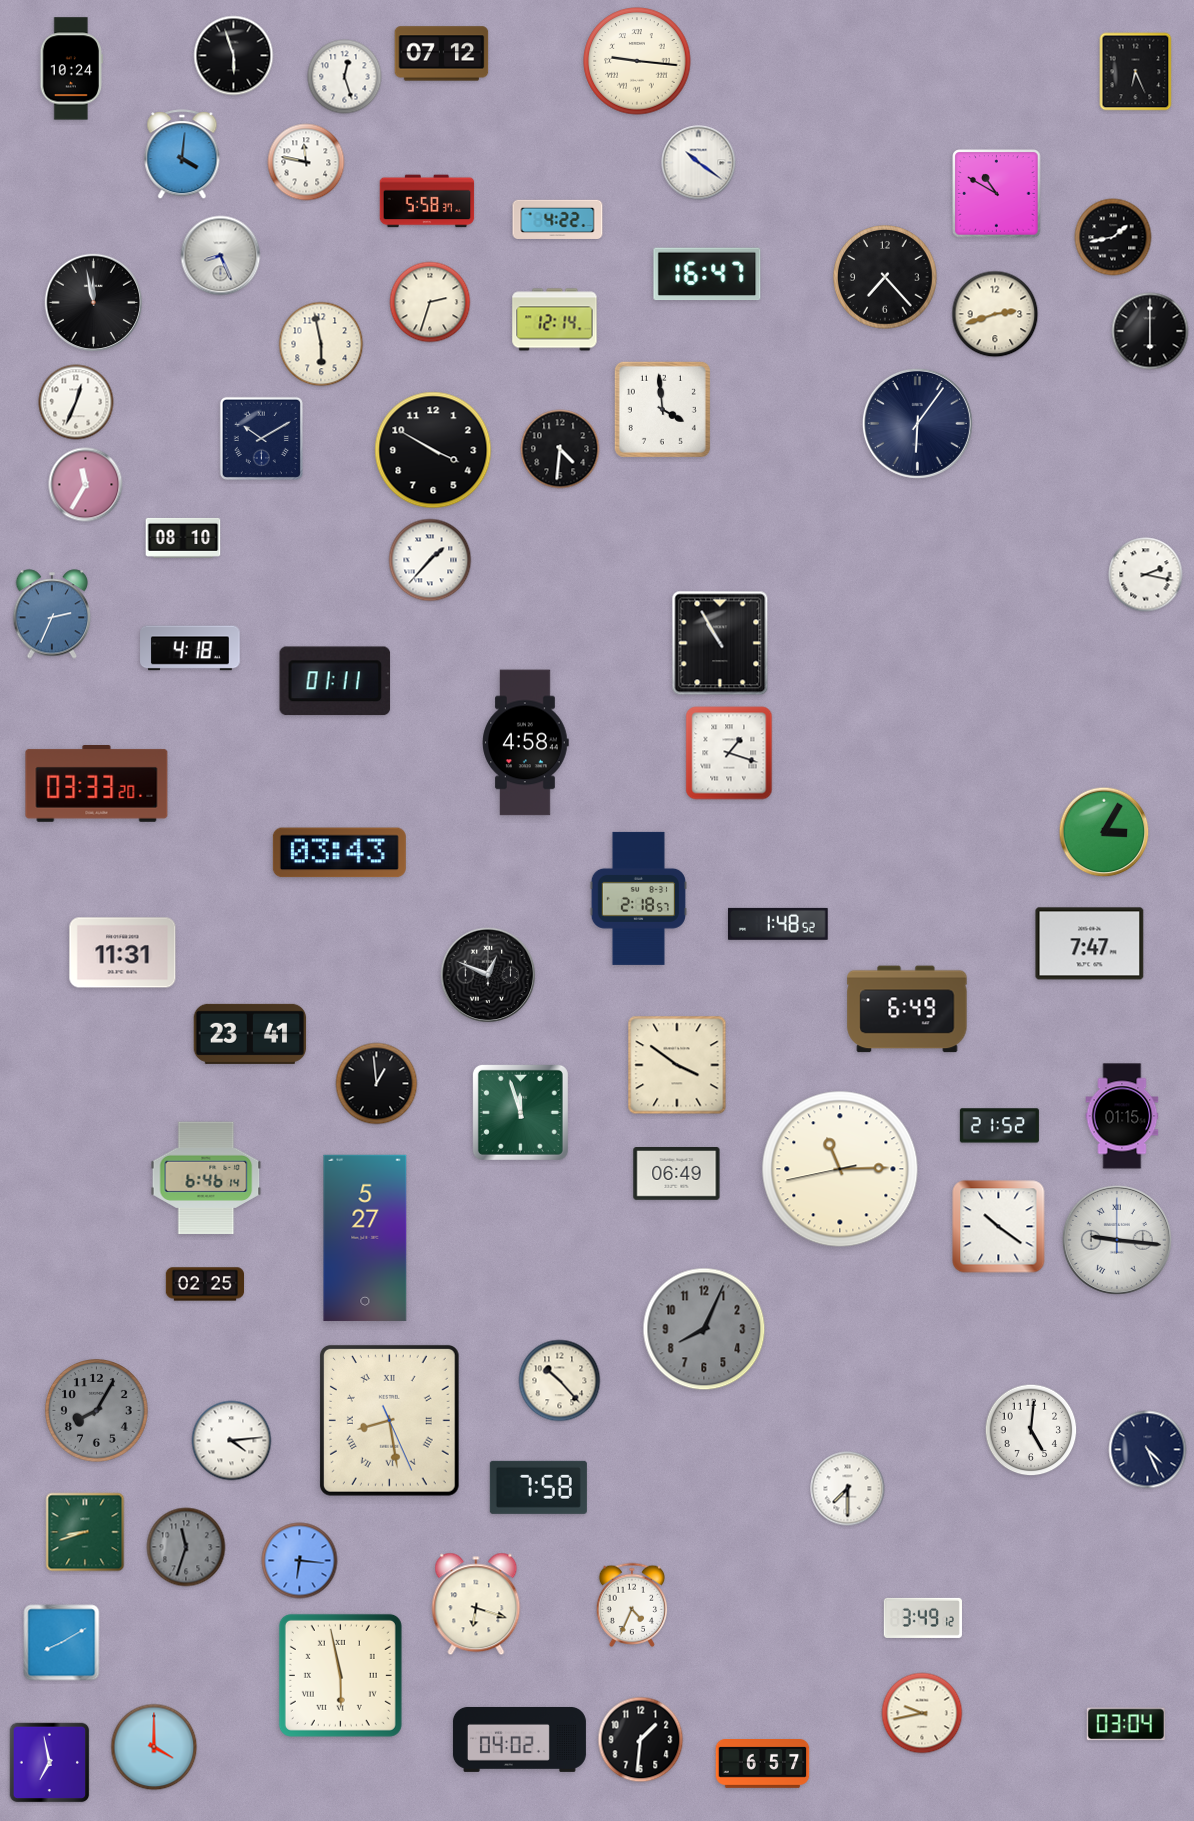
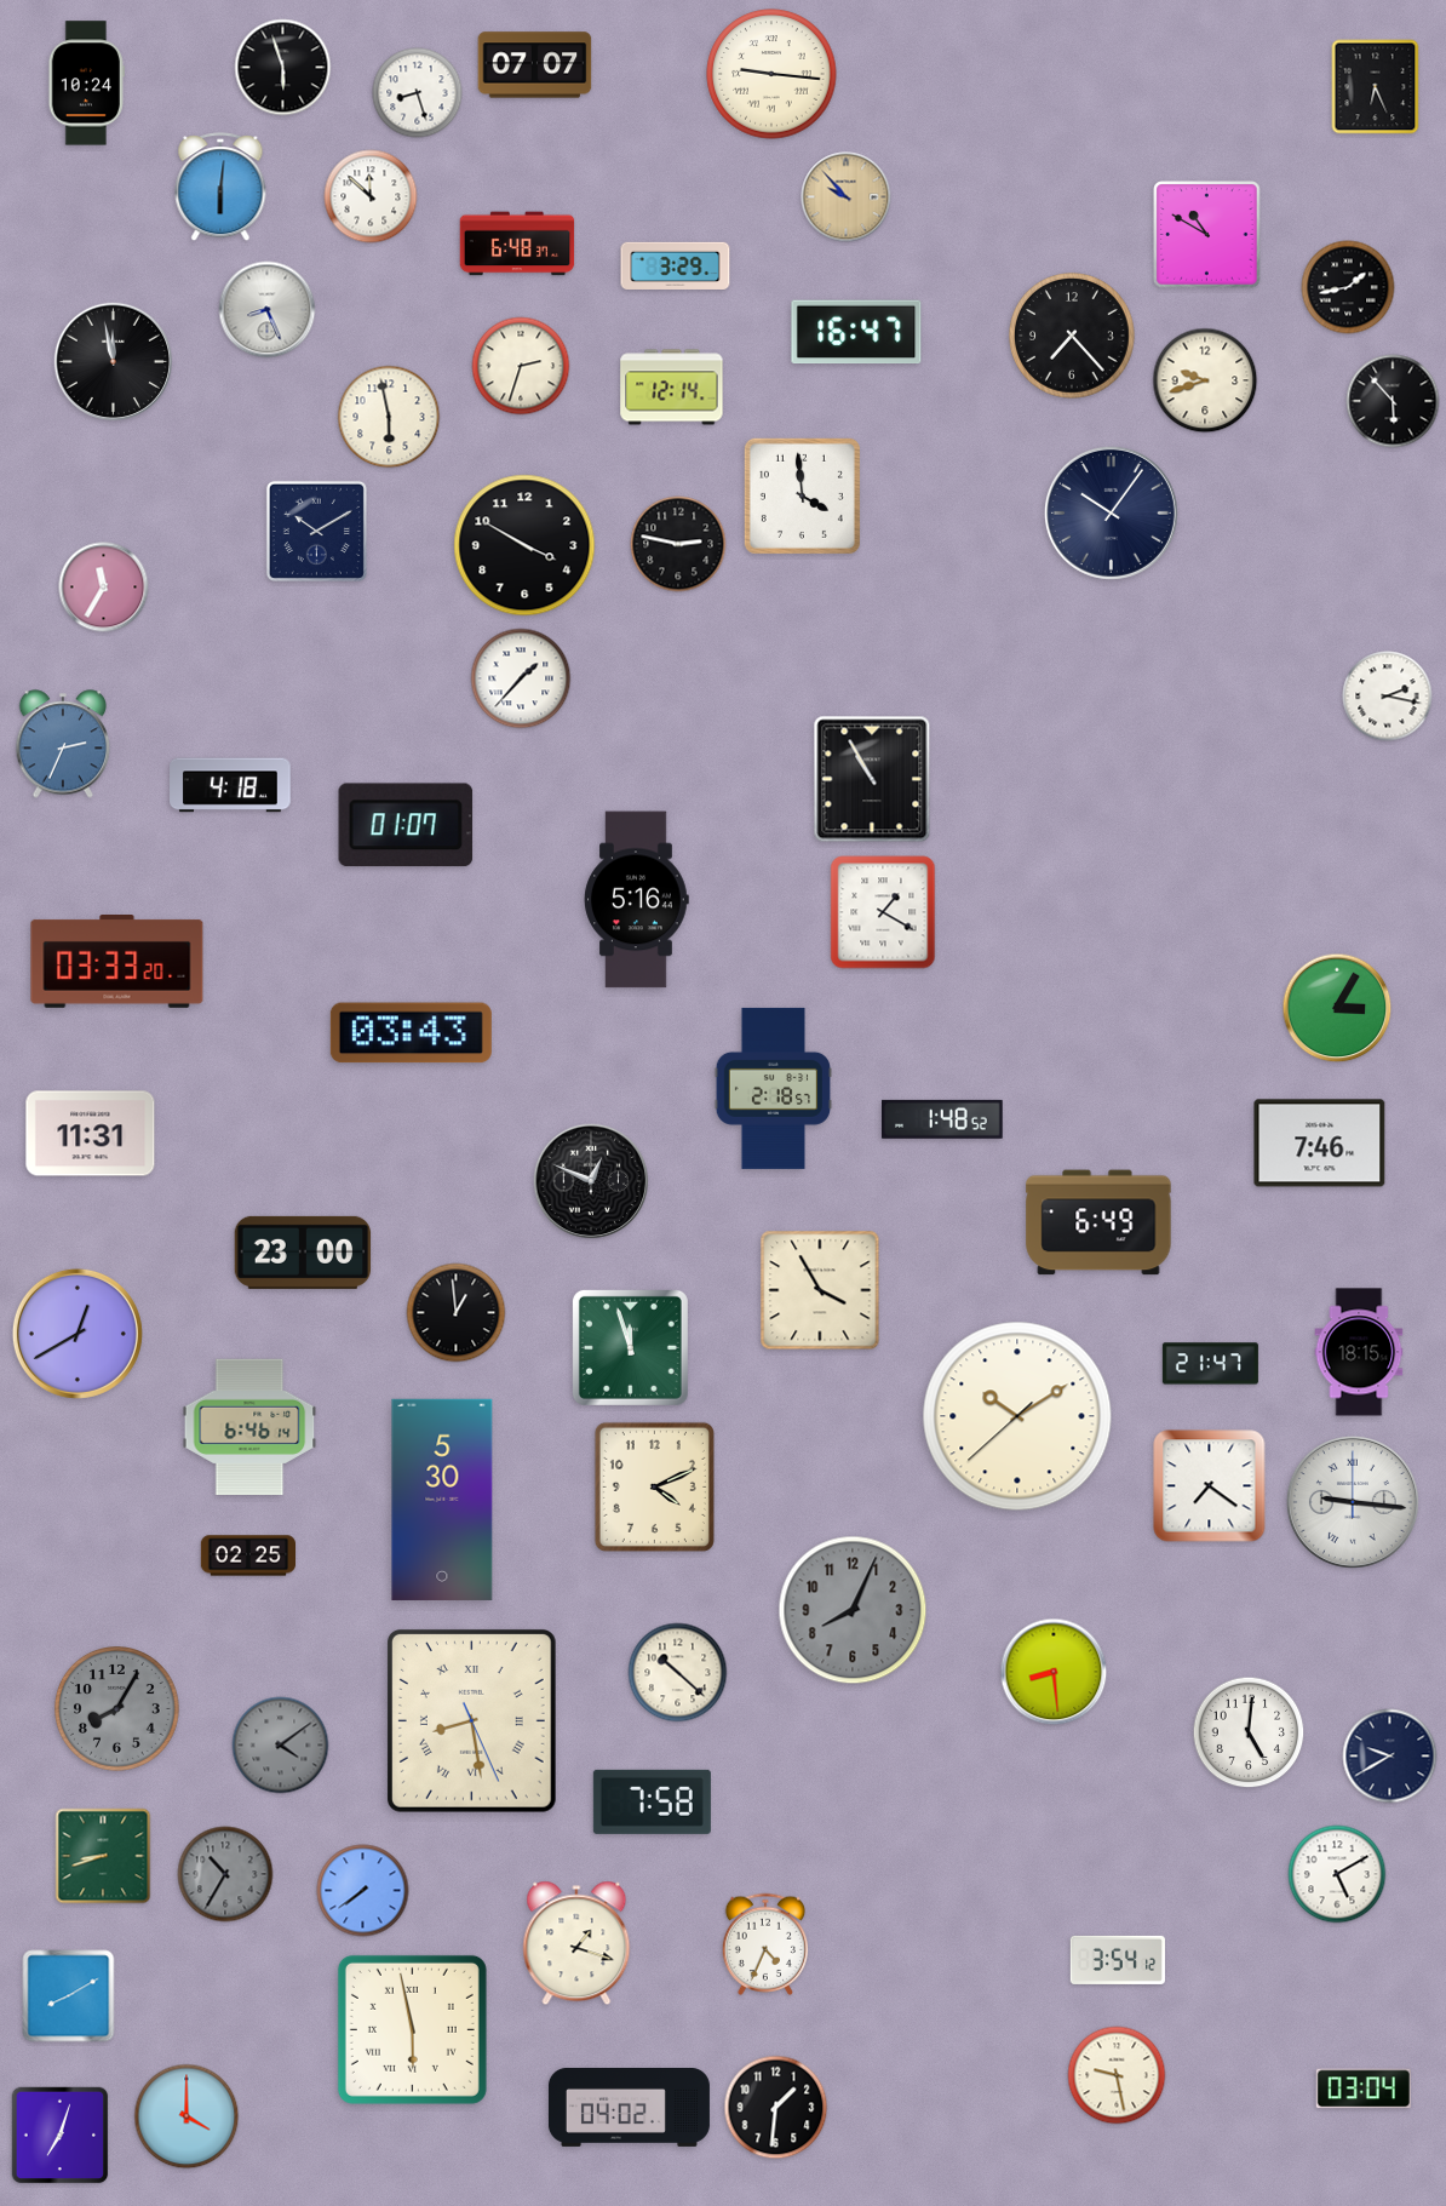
clock at (442, 54): 07:12 -> 07:07
clock at (345, 77): 12:27 -> 8:27
clock at (182, 155): 4:01 -> 6:01
clock at (306, 162): 11:47 -> 11:52
clock at (699, 163): 10:21 -> 9:53
clock at (699, 163) dial: white -> champagne
clock at (427, 201): 5:58 -> 6:48
clock at (558, 219): 4:22 -> 3:29
clock at (93, 302) position: (93, 302) -> (113, 361)
clock at (995, 314): 2:42 -> 9:42
clock at (1150, 331): 6:00 -> 5:53
clock at (76, 402): 12:34 -> none
clock at (917, 423): 6:06 -> 10:06
clock at (560, 449): 4:31 -> 2:47
clock at (183, 538): 08:10 -> none
clock at (335, 681): 01:11 -> 01:07
clock at (526, 743): 4:58 -> 5:16
clock at (729, 753): 1:18 -> 1:20
clock at (97, 784) position: (97, 784) -> (117, 962)
clock at (1090, 944): 7:47 -> 7:46
clock at (123, 953) position: (123, 953) -> (91, 1134)
clock at (250, 1034): 23:41 -> 23:00
clock at (677, 1065): 3:51 -> 3:55
clock at (78, 1334): none -> 12:40
clock at (1122, 1116): 01:15 -> 18:15
clock at (999, 1126): 21:52 -> 21:47
clock at (840, 1169): 11:14 -> 10:09
clock at (677, 1174): 06:49 -> none
clock at (654, 1486): none -> 4:11
clock at (999, 1227): 10:21 -> 7:21
clock at (365, 1238): 5:27 -> 5:30
clock at (1054, 1672): none -> 8:29
clock at (560, 1381): 10:23 -> 10:22
clock at (232, 1441): 4:14 -> 4:09
clock at (232, 1441) dial: white -> grey
clock at (1148, 1450): 4:26 -> 9:40
clock at (848, 1489): 7:30 -> none
clock at (186, 1547): 11:33 -> 10:35
clock at (1337, 1874): none -> 5:10
clock at (300, 1561): 6:16 -> 7:39
clock at (476, 1604): 6:18 -> 1:18
clock at (923, 1618): 3:49 -> 3:54
clock at (62, 1643) position: (62, 1643) -> (69, 1996)
clock at (922, 1713): 9:43 -> 9:28
clock at (50, 1763): 6:58 -> 7:03
clock at (763, 1764): 6:57 -> none
